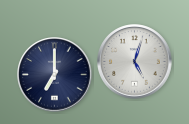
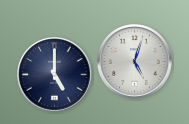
clock at (55, 75): 7:00 -> 5:00
